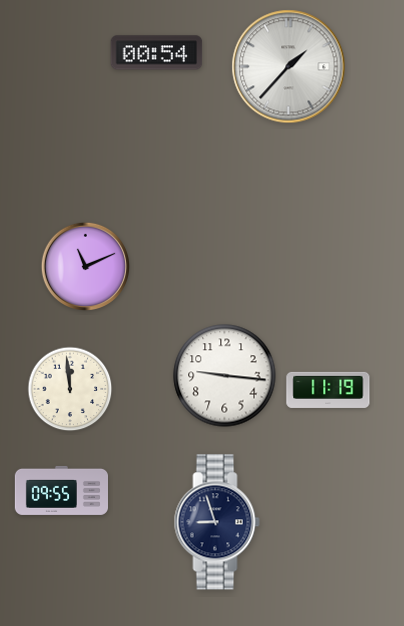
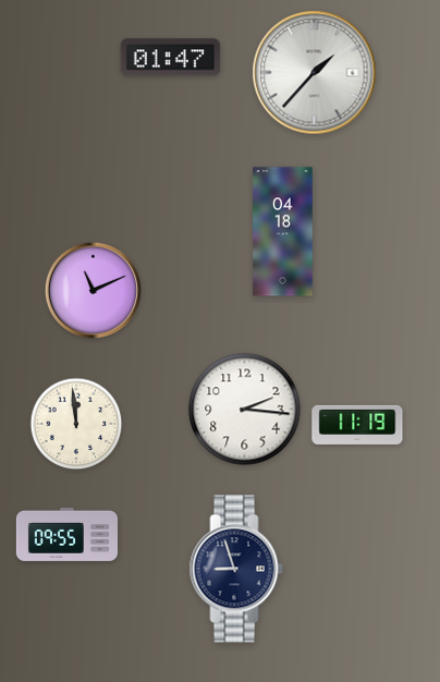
clock at (157, 53): 00:54 -> 01:47
clock at (283, 232): none -> 04:18
clock at (225, 376): 9:16 -> 2:16
